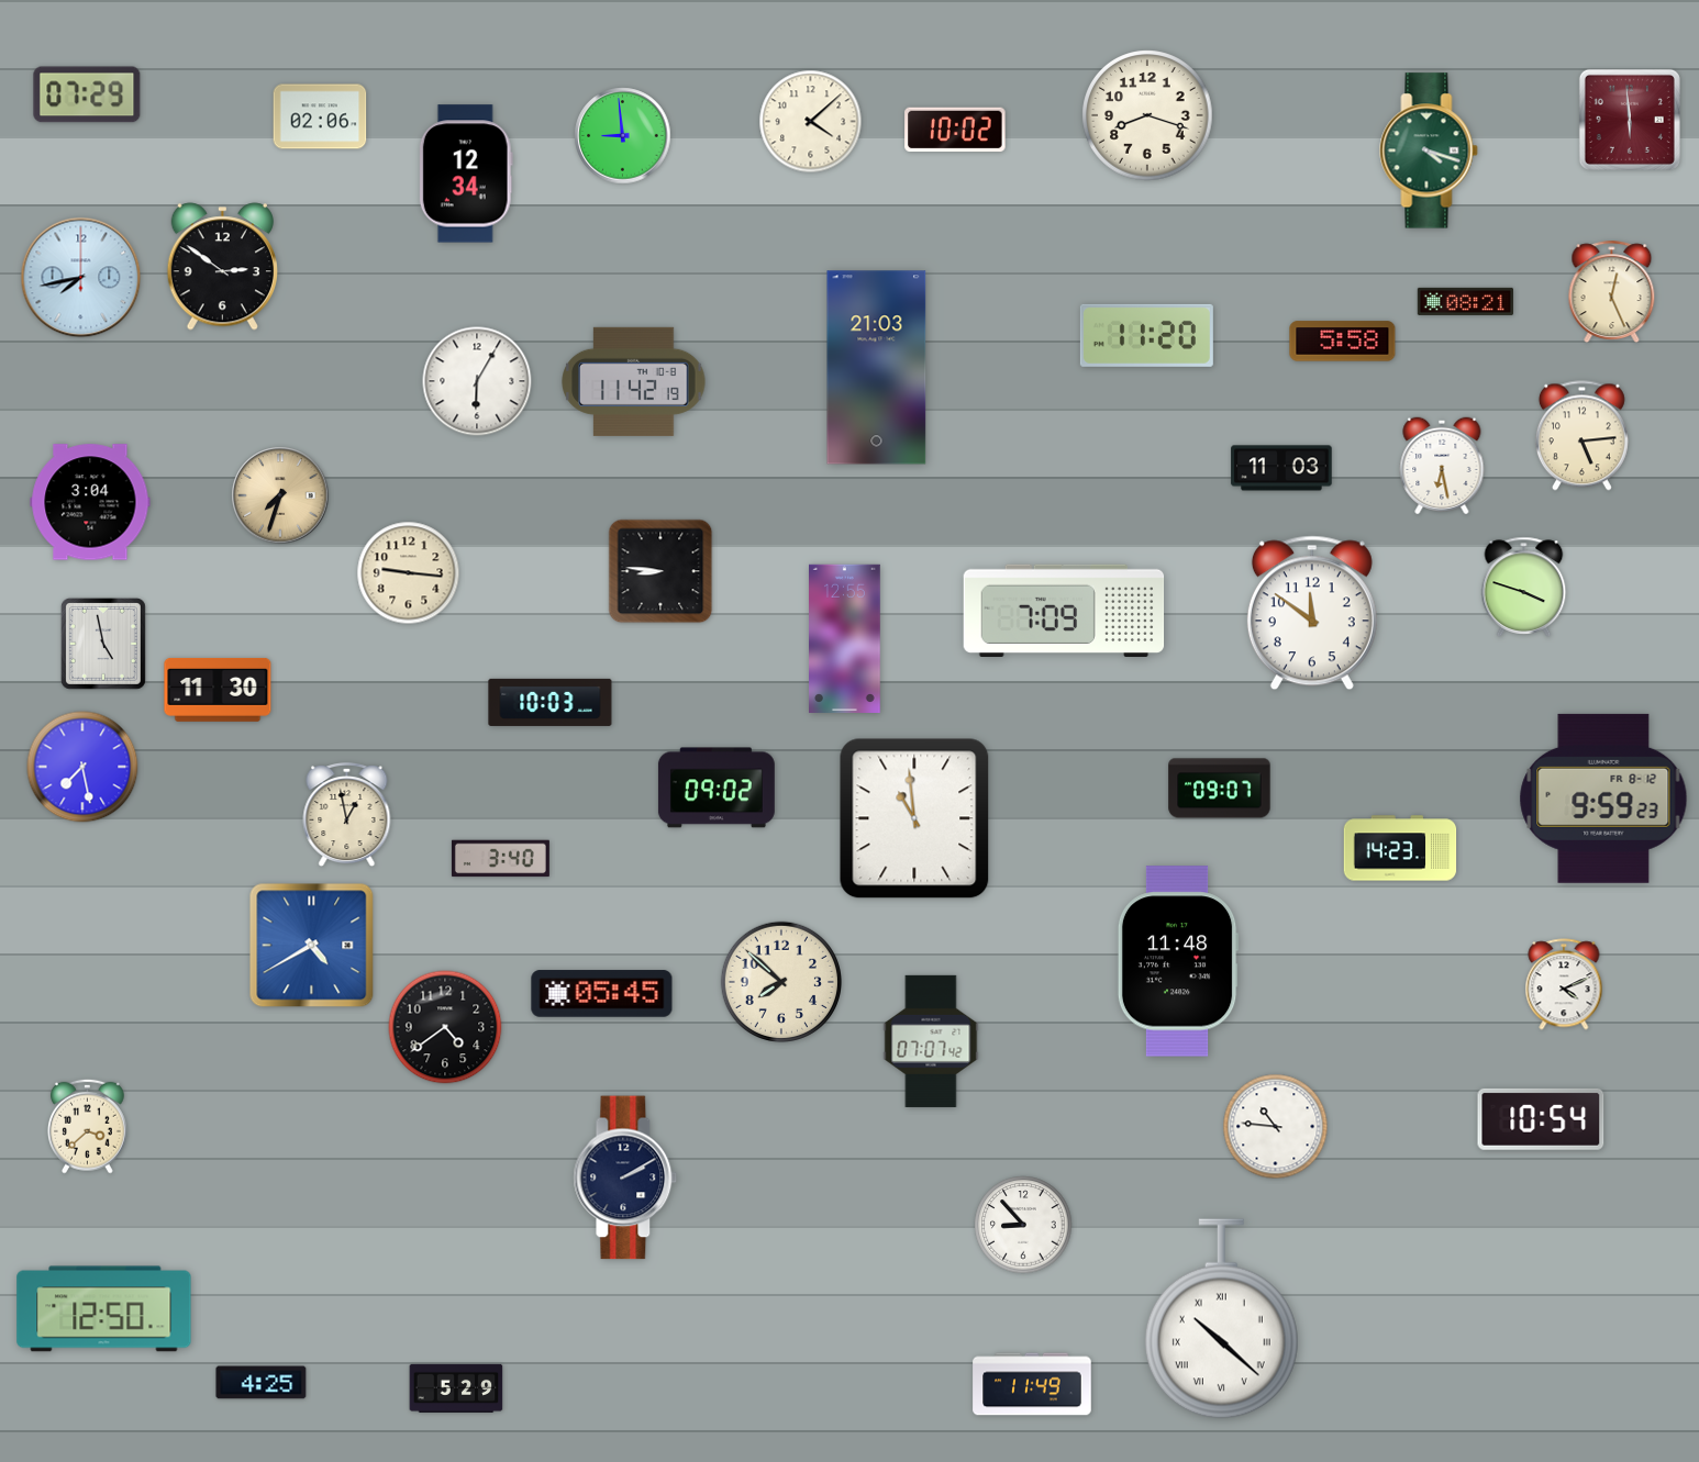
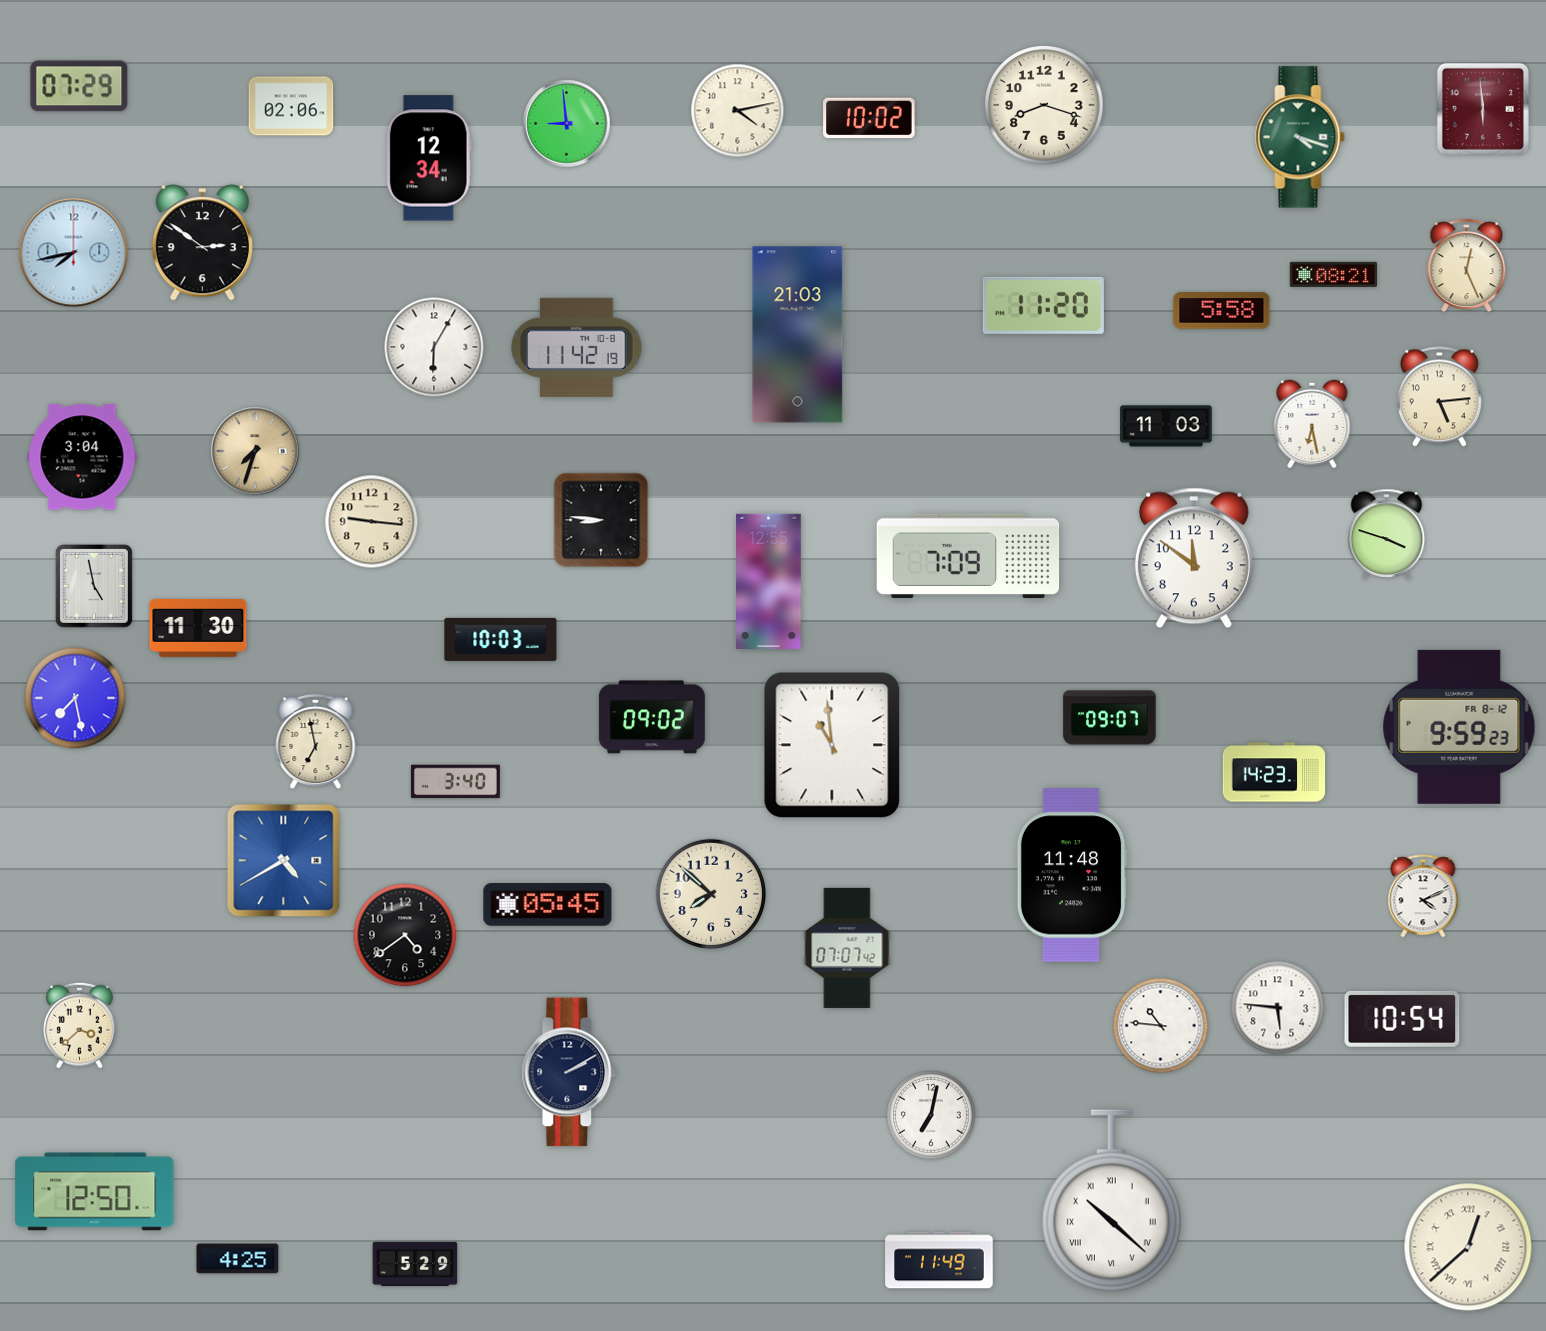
clock at (811, 122): 4:08 -> 4:13
clock at (466, 174) position: (466, 174) -> (429, 158)
clock at (347, 816): 12:58 -> 6:58
clock at (1278, 1008): none -> 5:46
clock at (1023, 1225): 8:53 -> 7:02
clock at (1468, 1247): none -> 12:38
